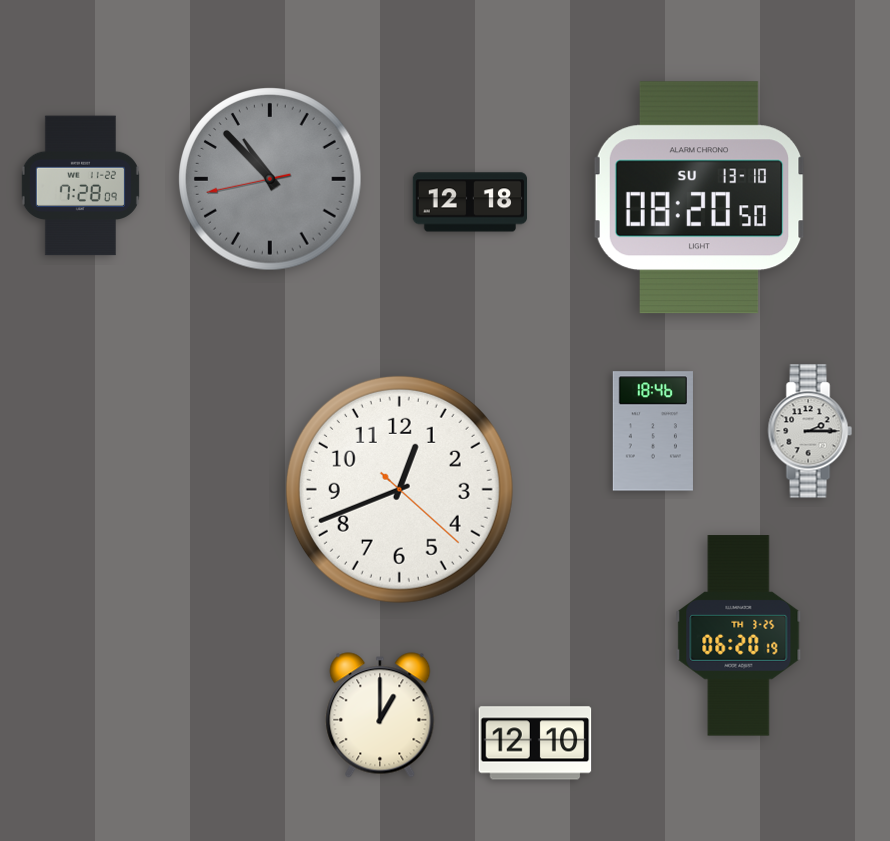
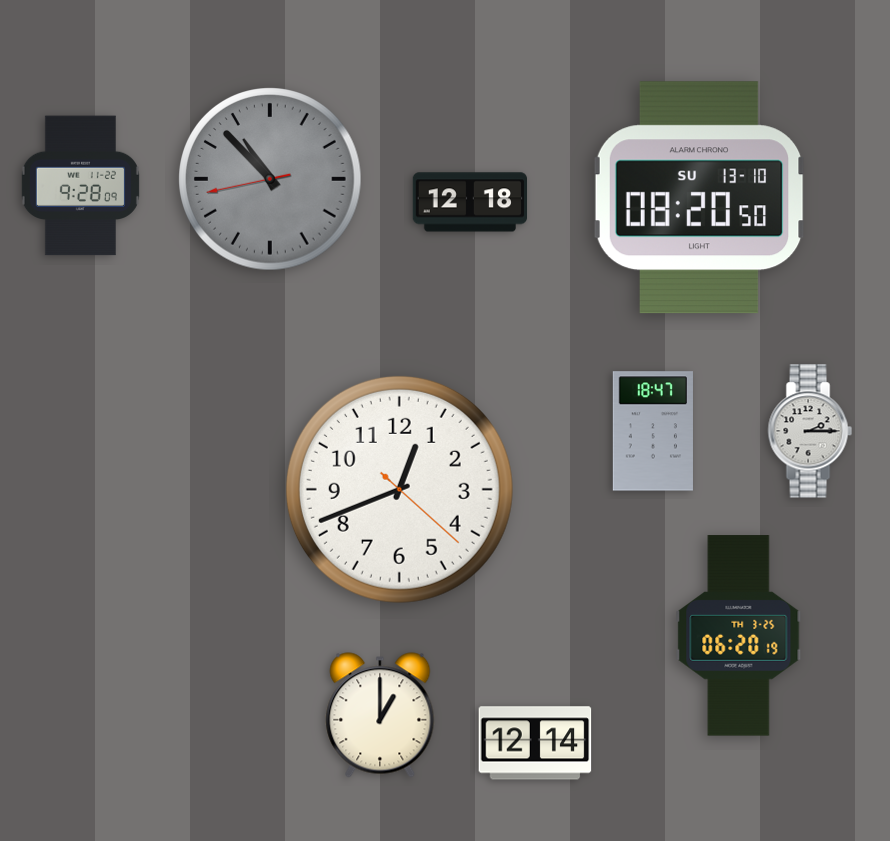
clock at (80, 186): 7:28 -> 9:28
clock at (653, 431): 18:46 -> 18:47
clock at (535, 743): 12:10 -> 12:14
